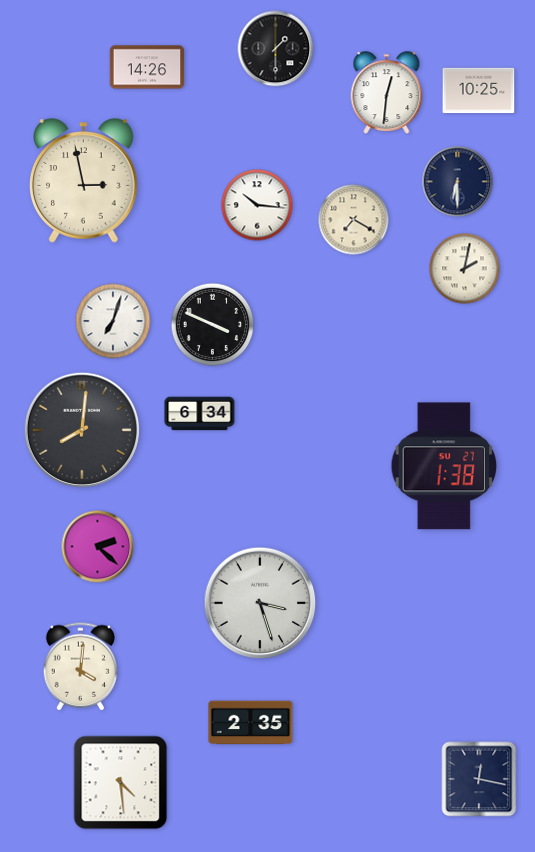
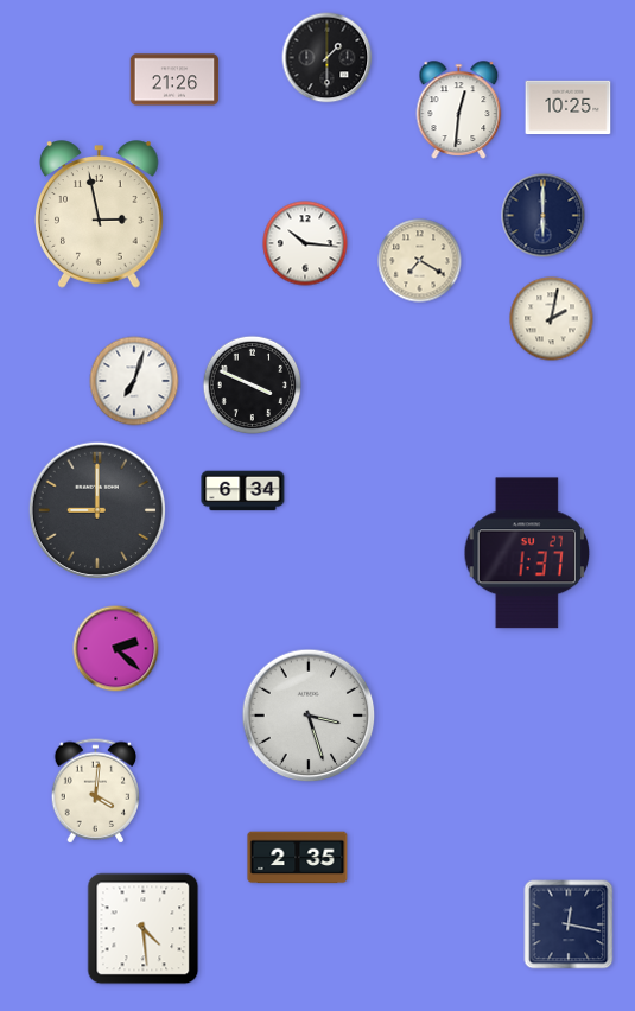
clock at (147, 67): 14:26 -> 21:26
clock at (458, 182): 6:30 -> 6:00
clock at (200, 414) position: (200, 414) -> (243, 491)
clock at (82, 430): 8:01 -> 9:00
clock at (444, 466): 1:38 -> 1:37
